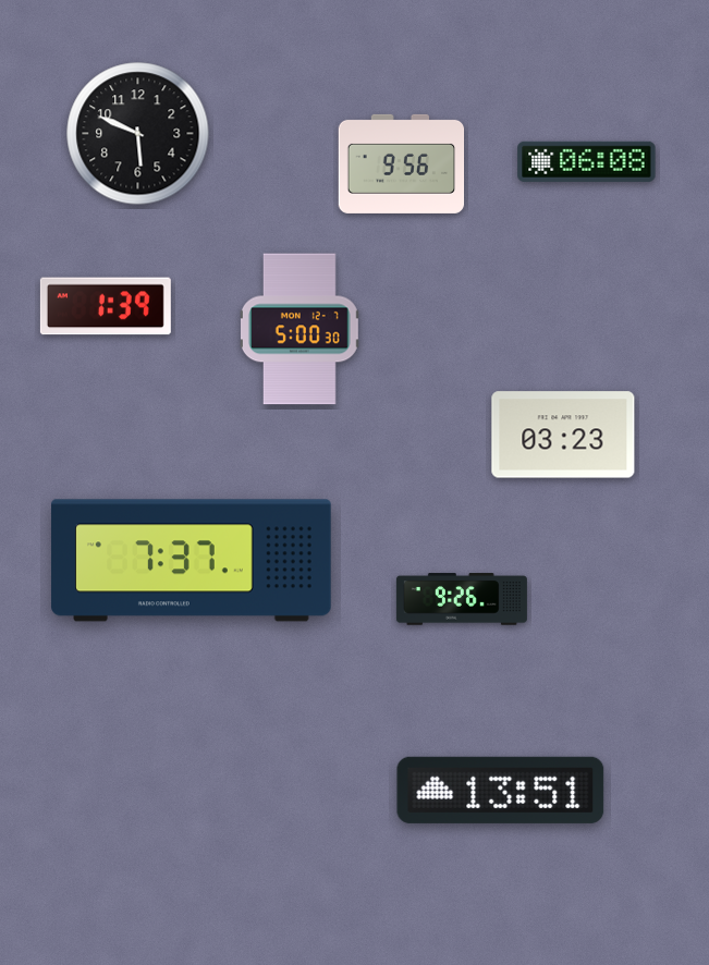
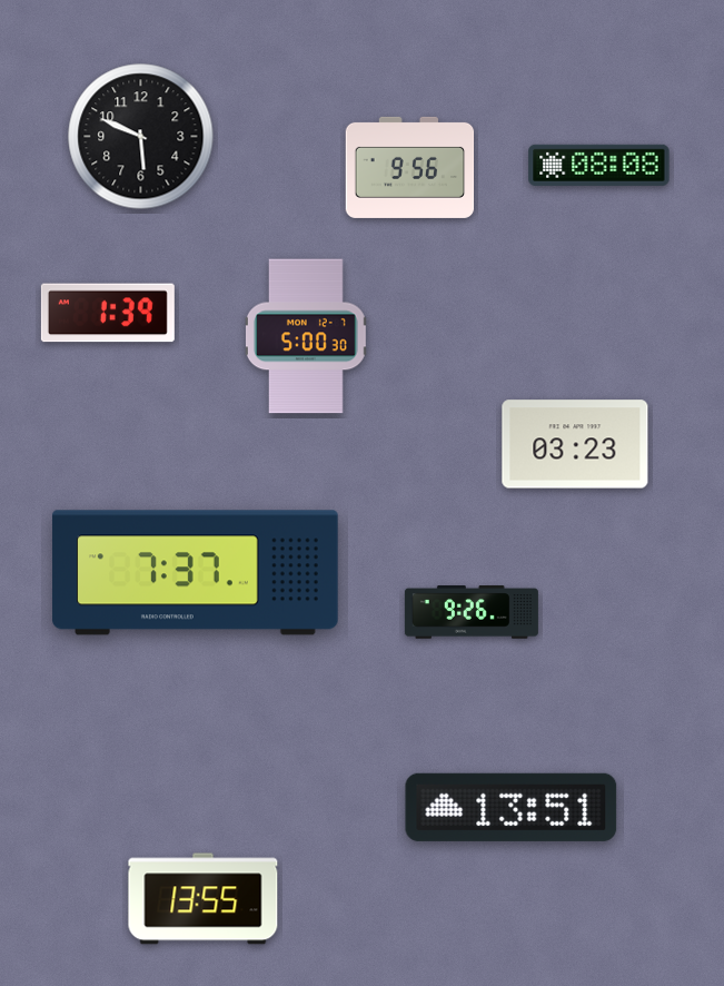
clock at (587, 161): 06:08 -> 08:08
clock at (204, 899): none -> 13:55
